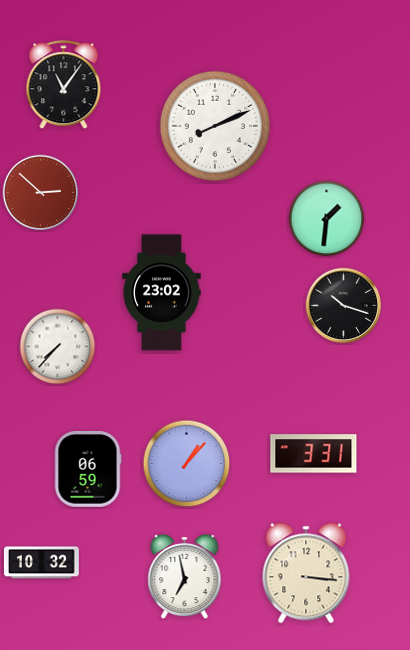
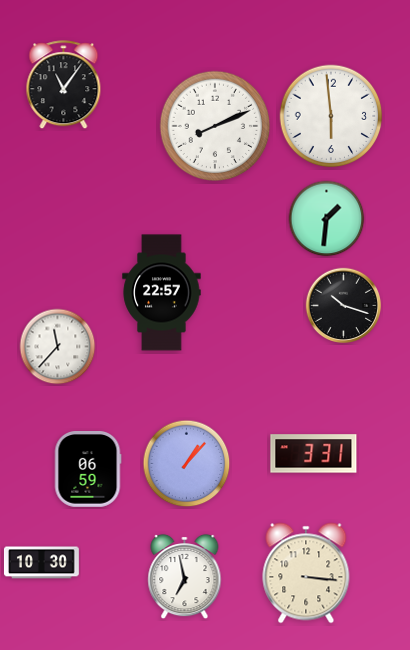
clock at (331, 116): none -> 5:59
clock at (41, 193): 2:52 -> none
clock at (162, 293): 23:02 -> 22:57
clock at (58, 347): 7:37 -> 11:37
clock at (42, 563): 10:32 -> 10:30
